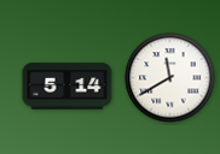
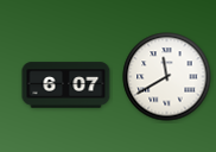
clock at (68, 87): 5:14 -> 6:07
